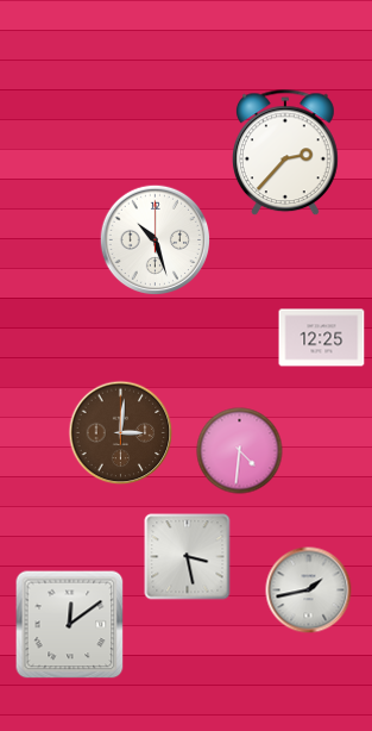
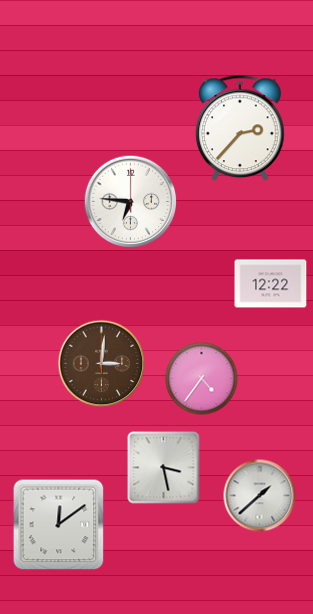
clock at (156, 240): 10:27 -> 6:46
clock at (322, 338): 12:25 -> 12:22
clock at (240, 451): 4:31 -> 4:36
clock at (188, 557) position: (188, 557) -> (164, 468)
clock at (309, 591): 1:43 -> 1:38
